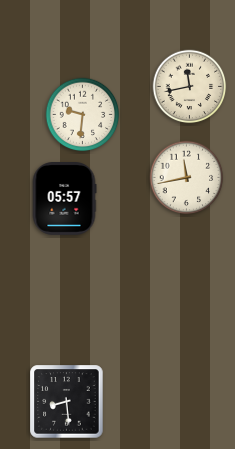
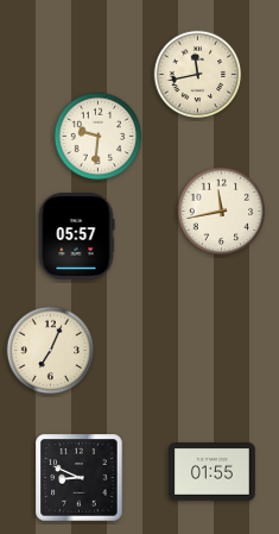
clock at (190, 87) position: (190, 87) -> (198, 75)
clock at (51, 351): none -> 7:04
clock at (213, 472): none -> 01:55
clock at (67, 402): 8:29 -> 8:49
